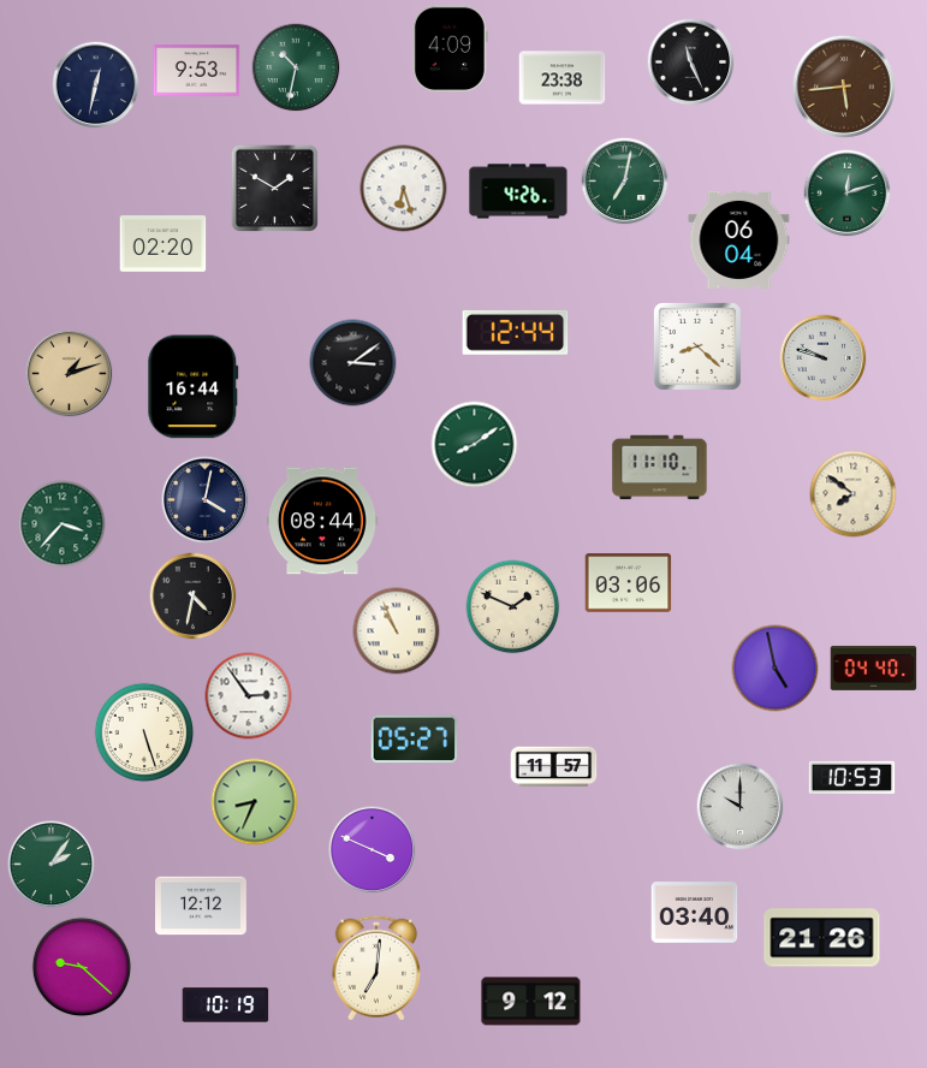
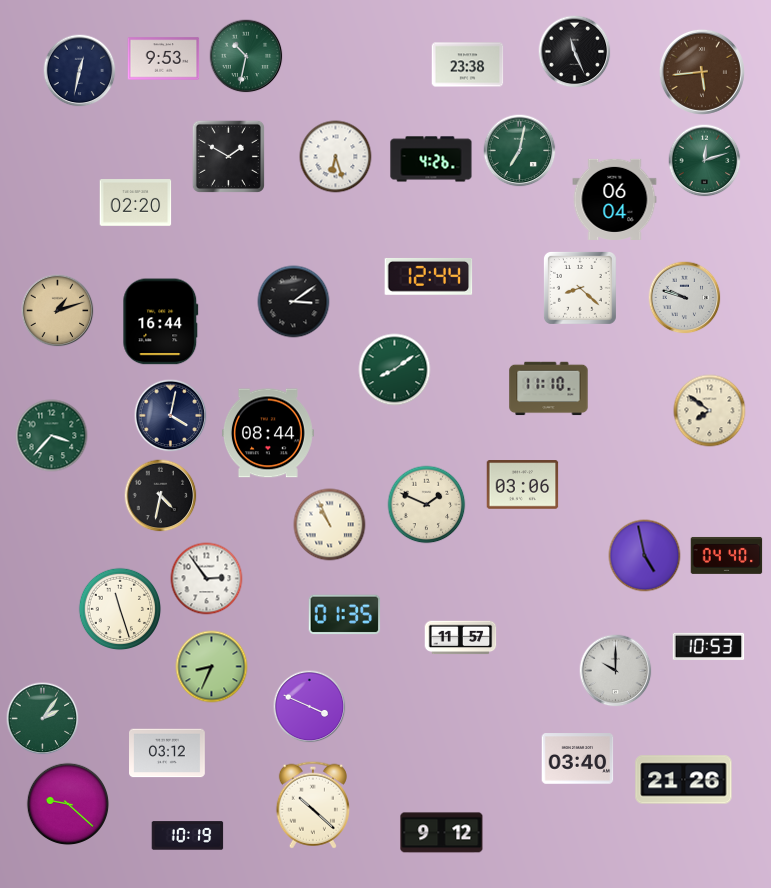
clock at (450, 49): 4:09 -> none
clock at (144, 732): 5:27 -> 11:27
clock at (415, 740): 05:27 -> 01:35
clock at (202, 906): 12:12 -> 03:12
clock at (376, 968): 7:01 -> 10:22
